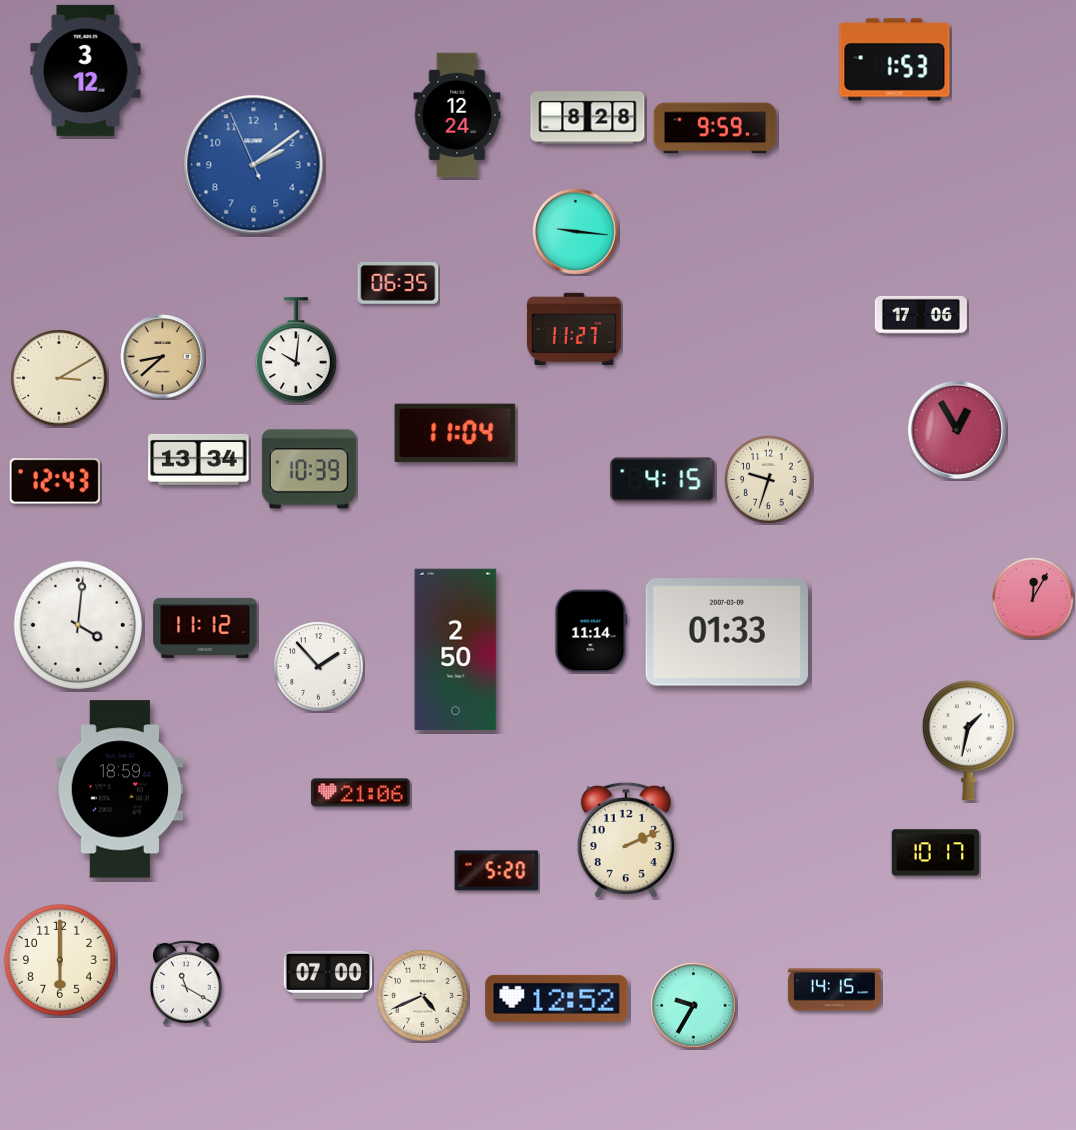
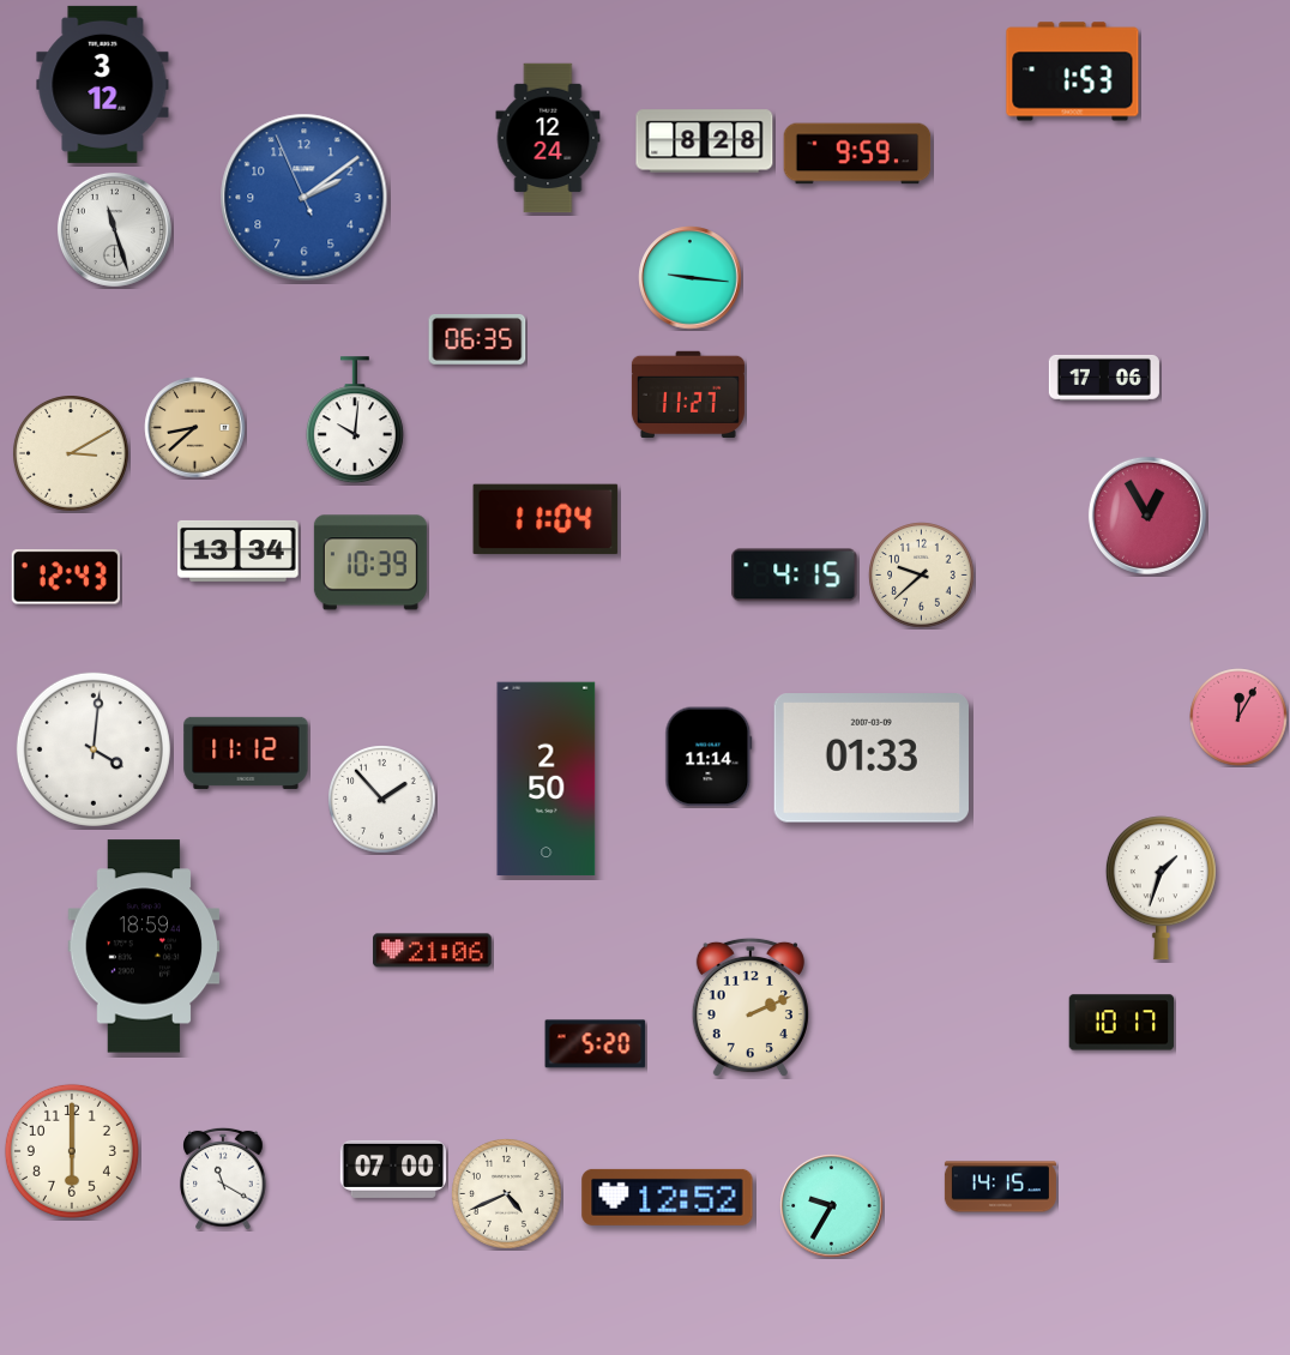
clock at (114, 229): none -> 11:27
clock at (769, 480): 9:33 -> 9:38
clock at (968, 741): 1:32 -> 1:33
